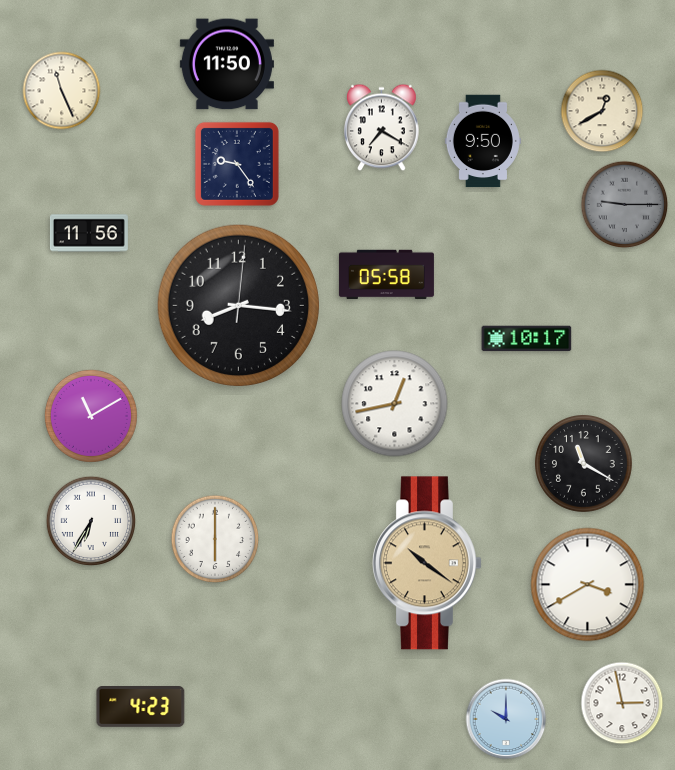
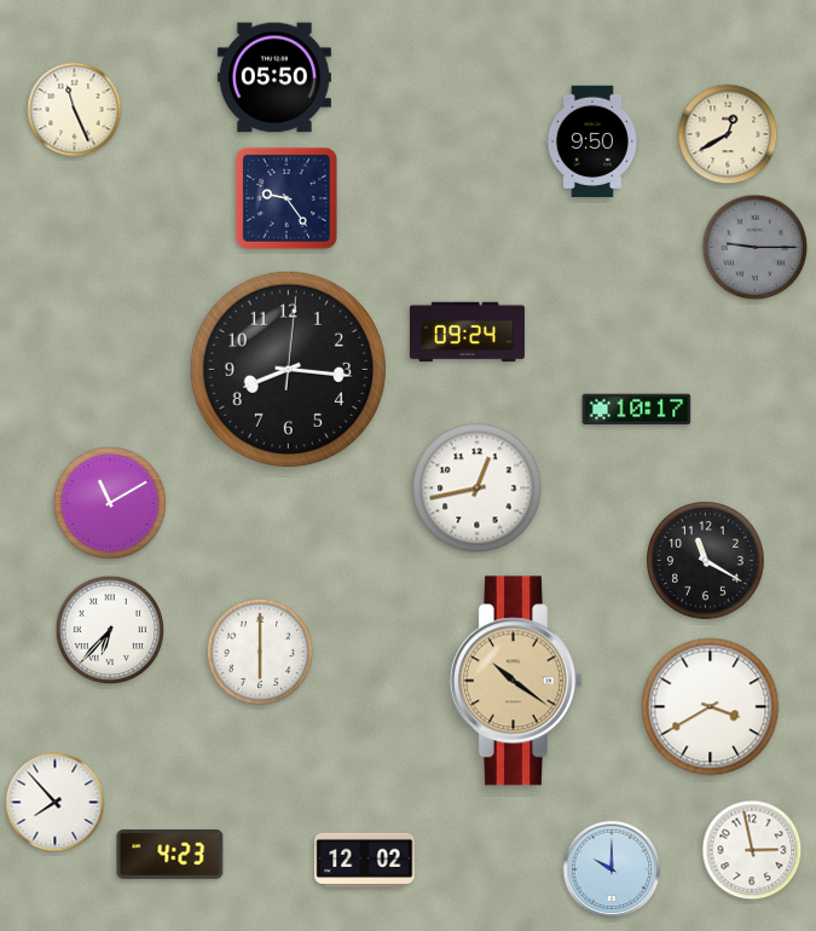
clock at (227, 64): 11:50 -> 05:50
clock at (382, 128): 7:20 -> none
clock at (483, 141) position: (483, 141) -> (592, 141)
clock at (89, 233): 11:56 -> none
clock at (386, 275): 05:58 -> 09:24
clock at (90, 520): 6:35 -> 6:37
clock at (56, 803): none -> 7:53
clock at (365, 860): none -> 12:02
